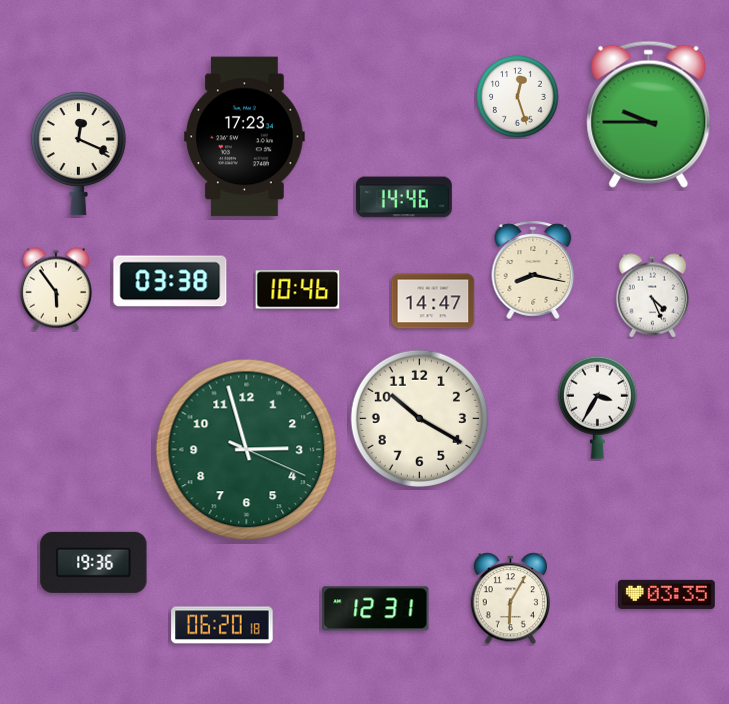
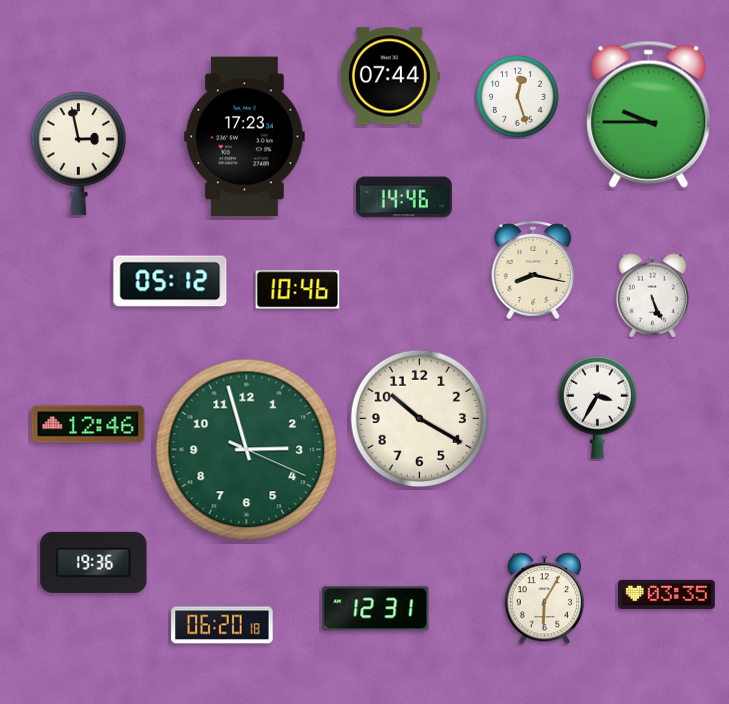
clock at (390, 76): none -> 07:44
clock at (78, 153): 12:19 -> 2:58
clock at (170, 281): 03:38 -> 05:12
clock at (56, 289): 5:54 -> none
clock at (653, 296): 4:26 -> 5:26
clock at (433, 301): 14:47 -> none
clock at (88, 424): none -> 12:46
clock at (510, 599) position: (510, 599) -> (544, 599)
